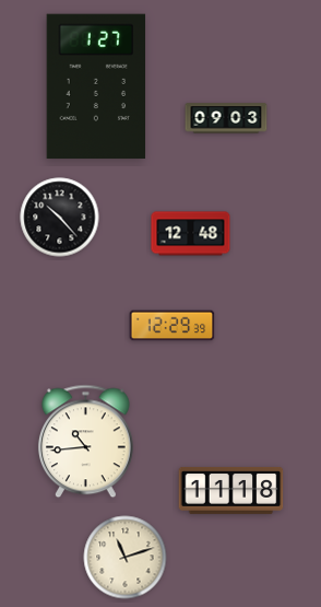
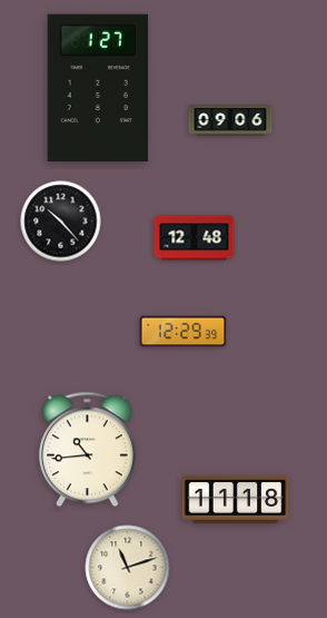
clock at (226, 118): 09:03 -> 09:06
clock at (173, 326) position: (173, 326) -> (184, 332)
